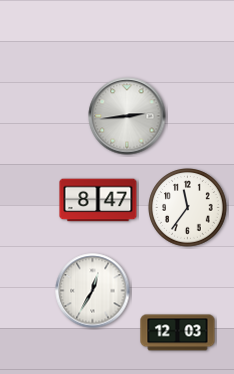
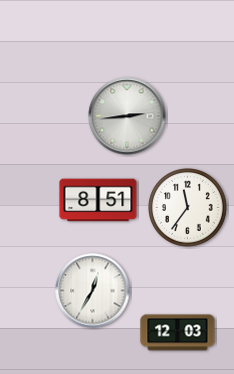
clock at (98, 200): 8:47 -> 8:51
